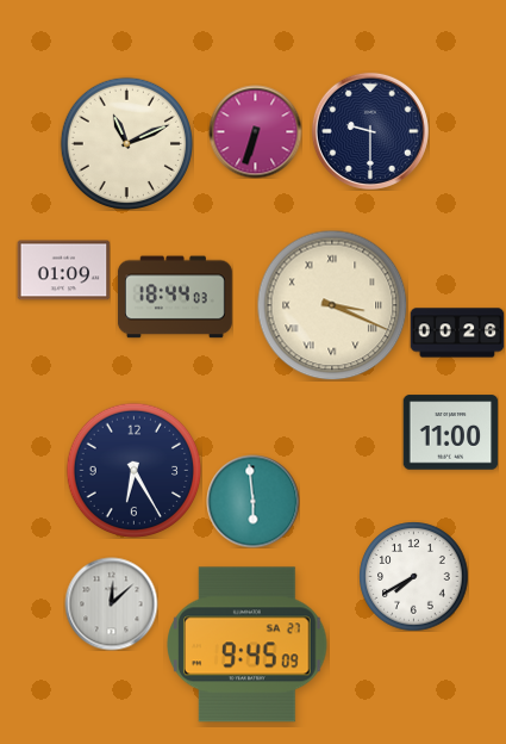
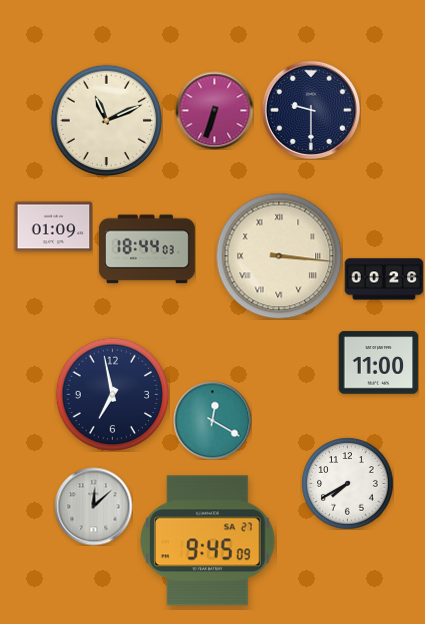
clock at (332, 305): 3:19 -> 3:16
clock at (133, 470): 6:25 -> 6:58
clock at (252, 501): 5:59 -> 12:20
